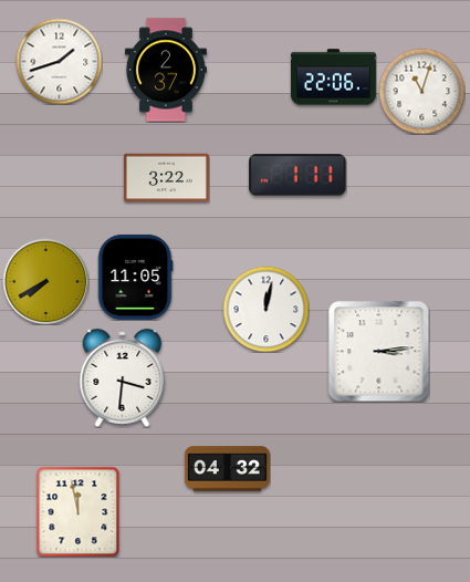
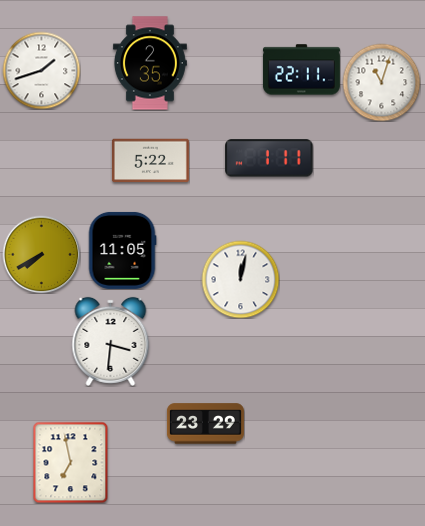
clock at (59, 61) position: (59, 61) -> (41, 70)
clock at (166, 70): 2:37 -> 2:35
clock at (333, 77): 22:06 -> 22:11
clock at (166, 178): 3:22 -> 5:22
clock at (378, 351): 3:14 -> none
clock at (227, 469): 04:32 -> 23:29
clock at (79, 511): 11:58 -> 6:58
